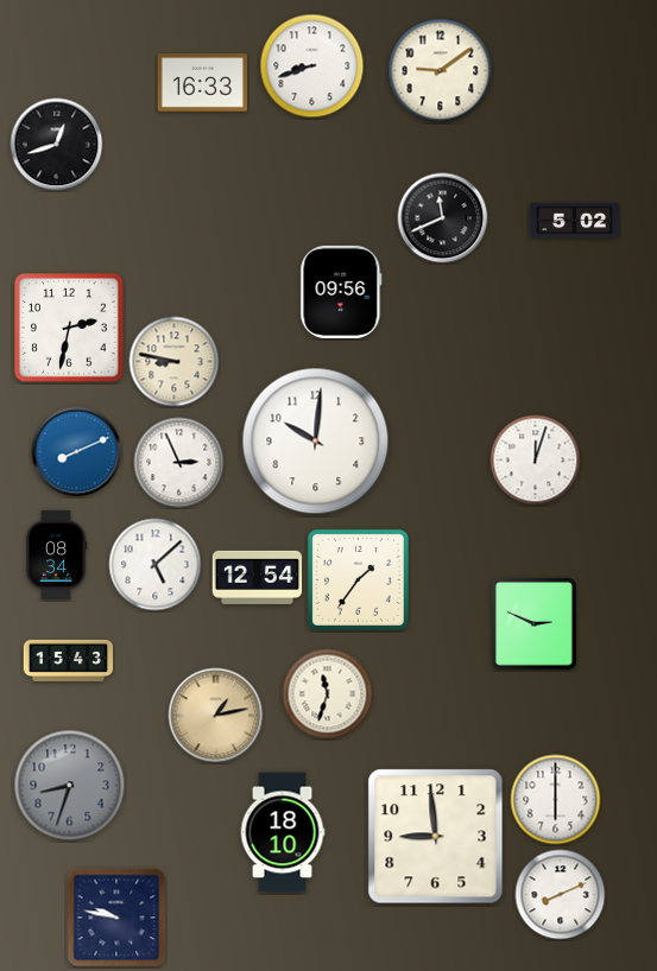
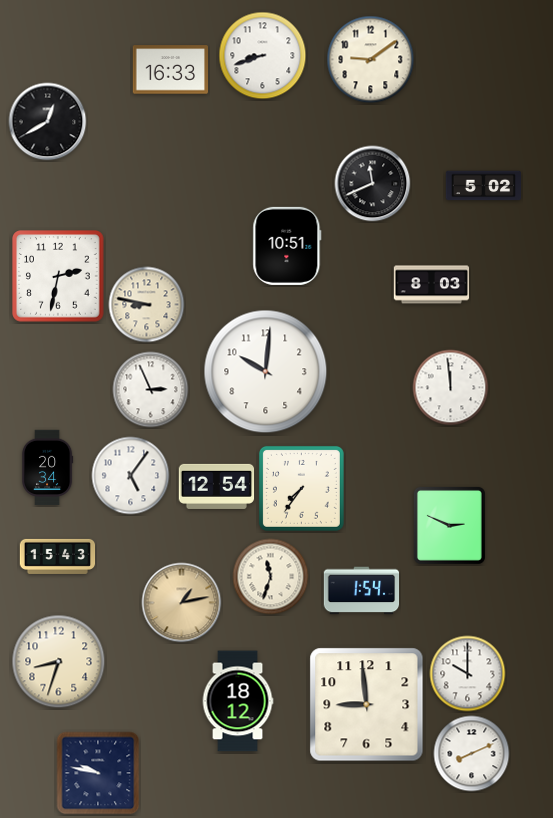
clock at (57, 145): 12:42 -> 12:40
clock at (341, 292): 09:56 -> 10:51
clock at (432, 285): none -> 8:03
clock at (77, 452): 8:11 -> none
clock at (536, 461): 12:03 -> 11:59
clock at (56, 556): 08:34 -> 20:34
clock at (156, 565): 5:08 -> 5:06
clock at (358, 579): 1:36 -> 7:36
clock at (328, 694) position: (328, 694) -> (271, 577)
clock at (362, 591): none -> 1:54
clock at (70, 786) dial: grey -> cream
clock at (556, 800): 6:00 -> 10:00
clock at (283, 832): 18:10 -> 18:12
